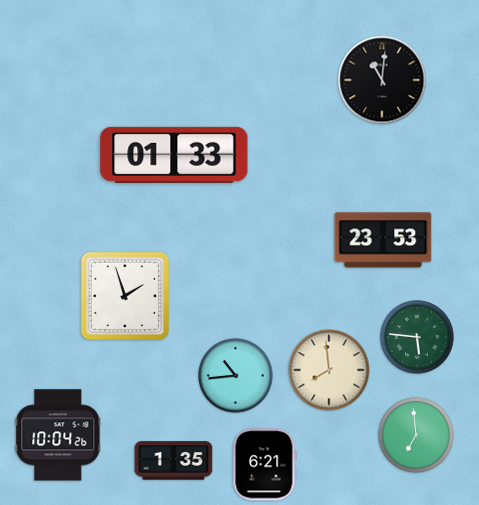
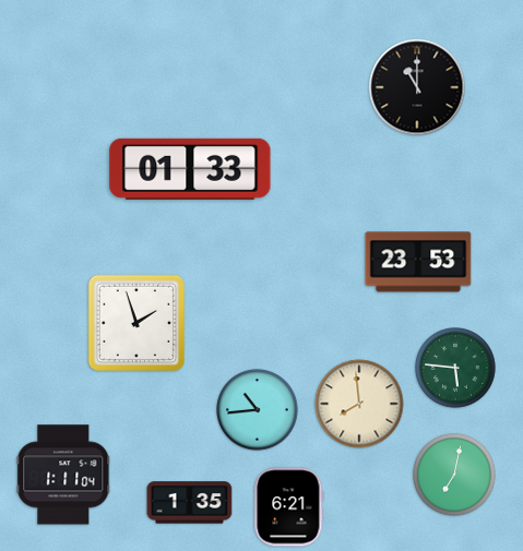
clock at (382, 80): 11:01 -> 11:00
clock at (58, 435): 10:04 -> 1:11
clock at (416, 435): 6:59 -> 7:02
